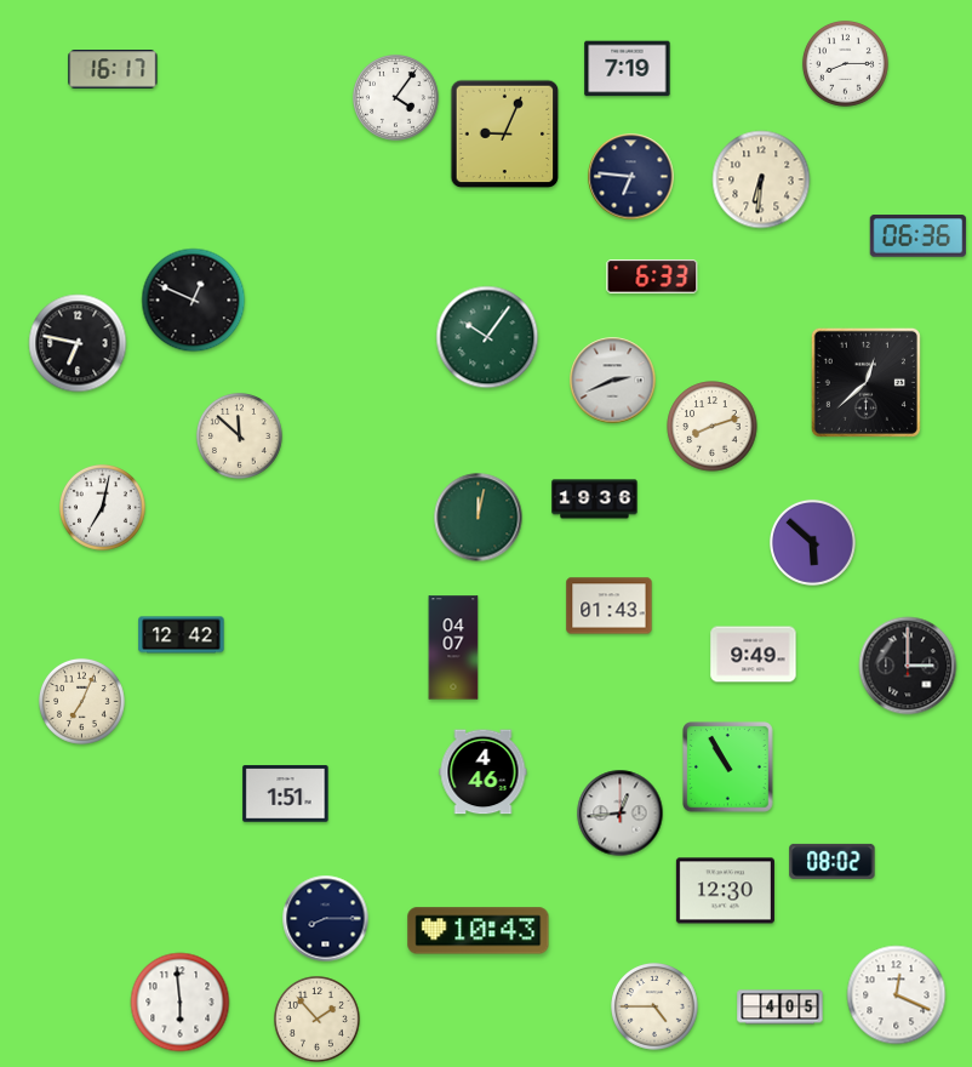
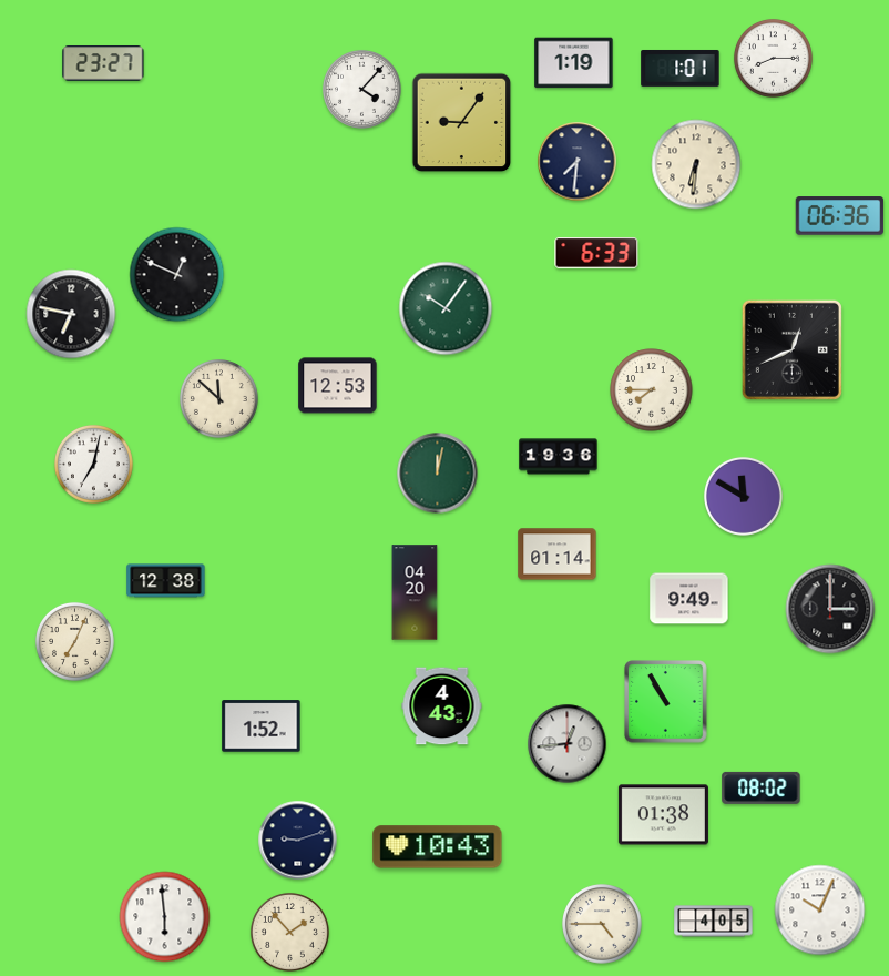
clock at (113, 69): 16:17 -> 23:27
clock at (628, 69): 7:19 -> 1:19
clock at (681, 68): none -> 1:01
clock at (395, 97): 4:06 -> 4:07
clock at (505, 135): 9:04 -> 9:06
clock at (631, 177): 6:46 -> 7:31
clock at (613, 381): 2:41 -> none
clock at (865, 382): 12:38 -> 12:41
clock at (338, 386): none -> 12:53
clock at (713, 427): 8:12 -> 7:45
clock at (595, 500) position: (595, 500) -> (559, 457)
clock at (812, 542): 5:52 -> 11:50
clock at (610, 606): 01:43 -> 01:14
clock at (182, 635): 12:42 -> 12:38
clock at (453, 647): 04:07 -> 04:20
clock at (484, 772): 4:46 -> 4:43
clock at (286, 794): 1:51 -> 1:52
clock at (725, 891): 12:30 -> 01:38
clock at (326, 919): 8:15 -> 9:12
clock at (479, 931) position: (479, 931) -> (438, 847)
clock at (897, 995): 12:19 -> 10:04
clock at (656, 1008) position: (656, 1008) -> (603, 925)
